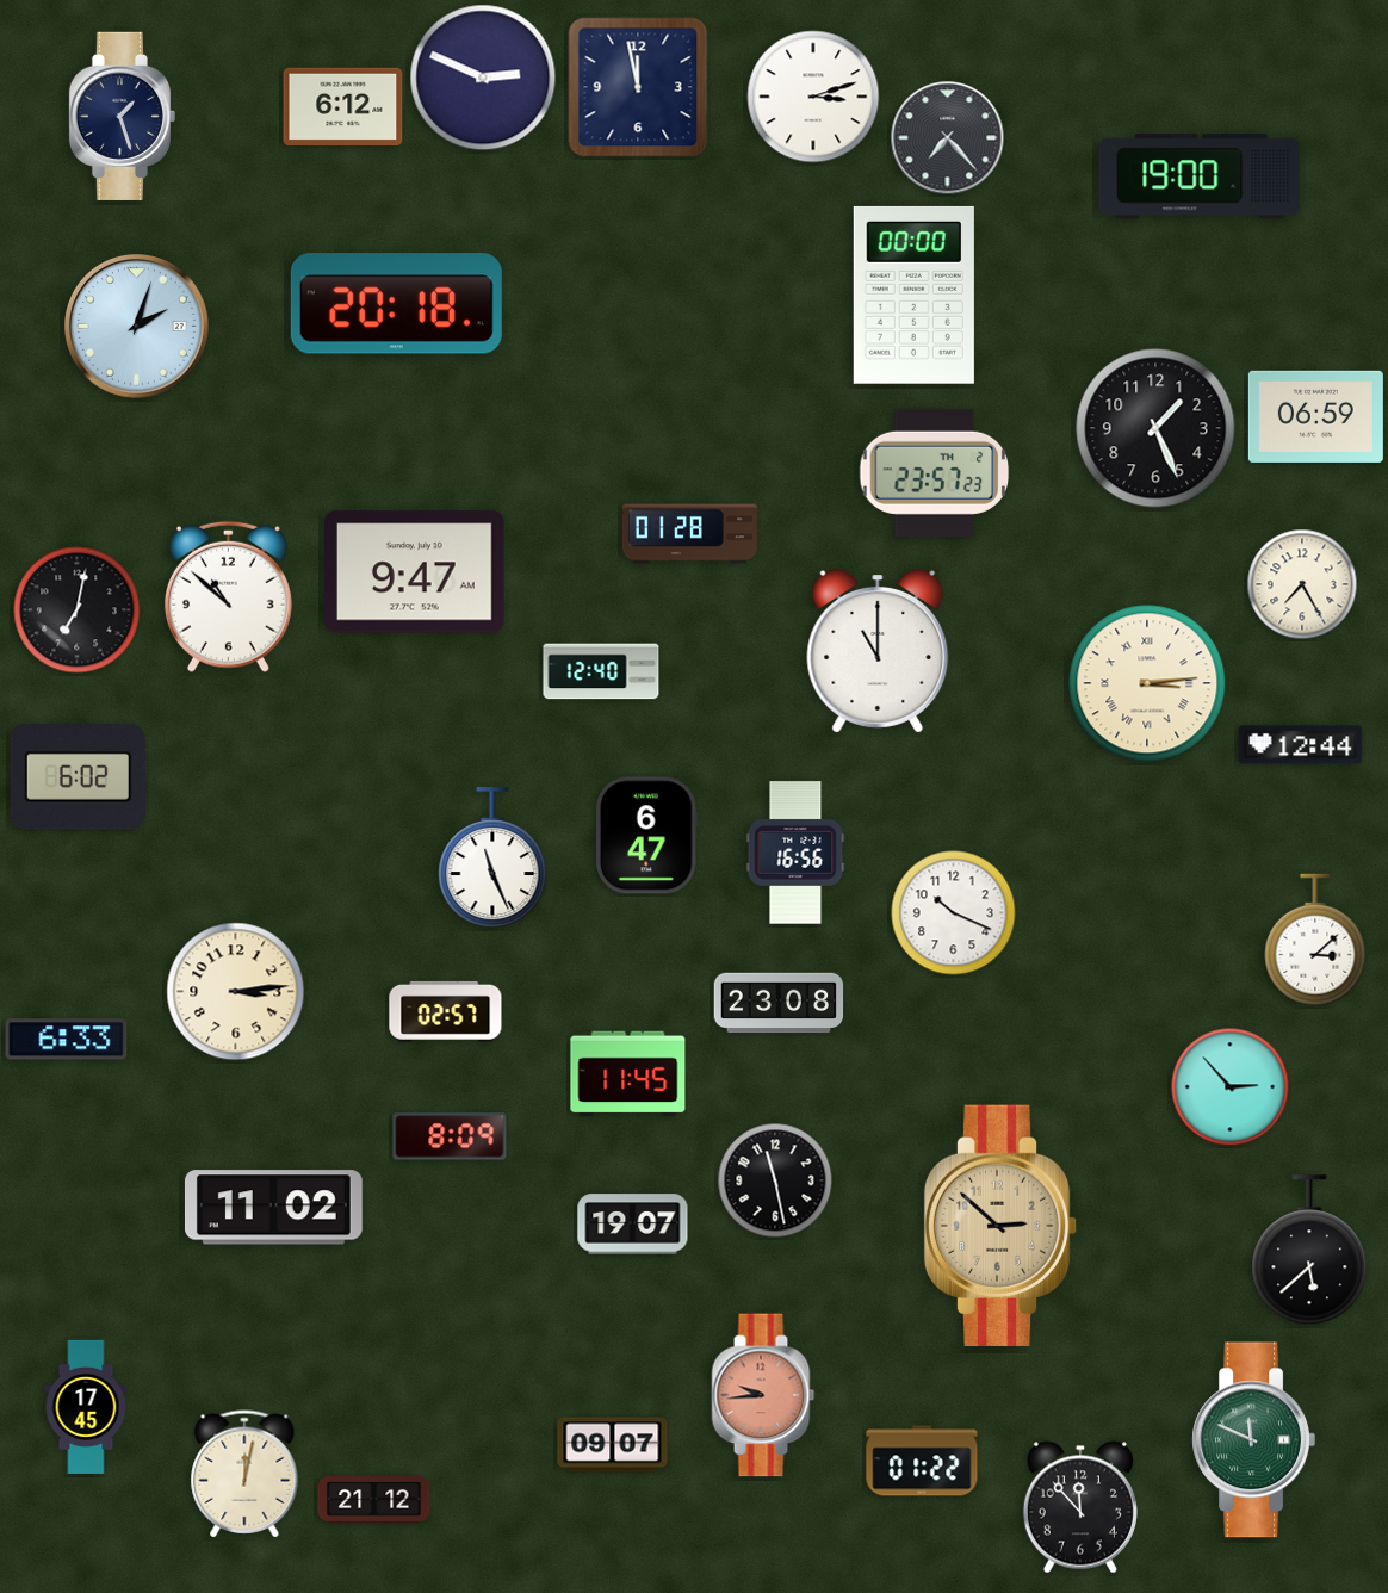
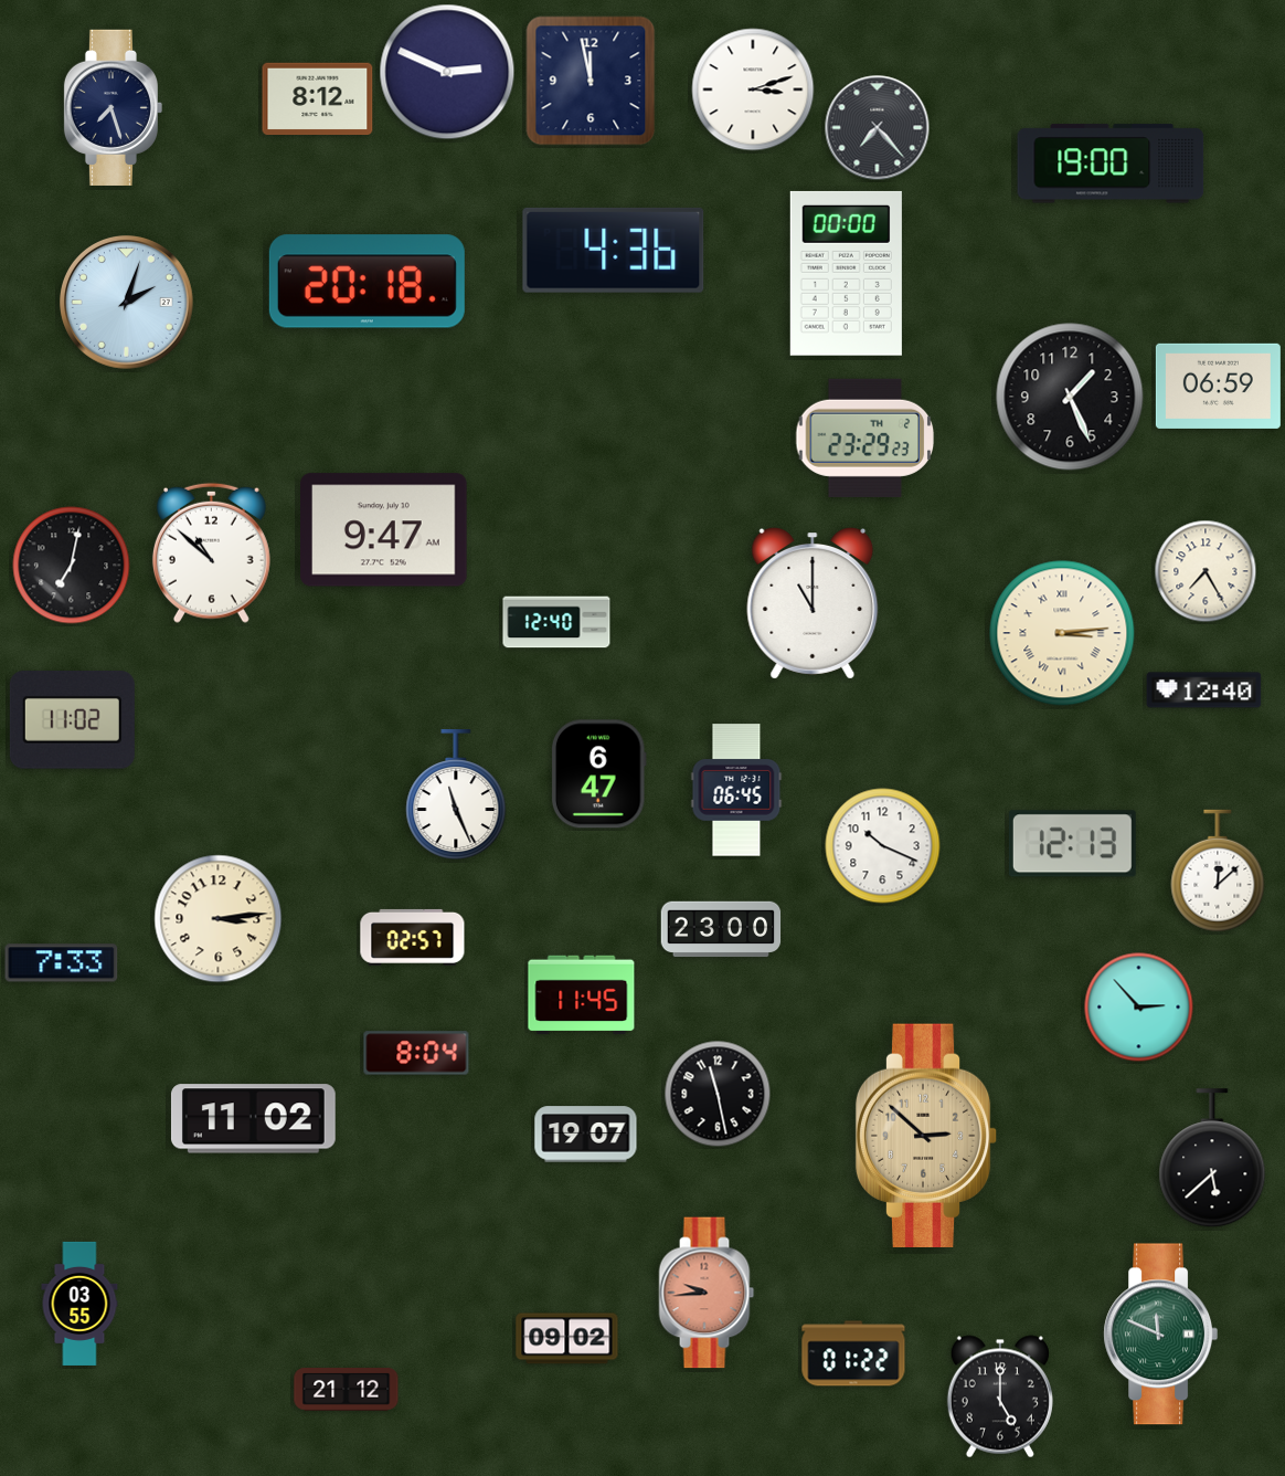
clock at (343, 107): 6:12 -> 8:12
clock at (122, 116): 1:27 -> 7:27
clock at (614, 250): none -> 4:36
clock at (935, 472): 23:57 -> 23:29
clock at (689, 534): 01:28 -> none
clock at (1302, 584) position: (1302, 584) -> (1206, 571)
clock at (1301, 745): 12:44 -> 12:40
clock at (78, 777): 6:02 -> 11:02
clock at (795, 853): 16:56 -> 06:45
clock at (1072, 844): none -> 12:13
clock at (1315, 940): 3:08 -> 12:08
clock at (779, 1003): 23:08 -> 23:00
clock at (67, 1040): 6:33 -> 7:33
clock at (450, 1136): 8:09 -> 8:04
clock at (86, 1407): 17:45 -> 03:55
clock at (613, 1445): 09:07 -> 09:02
clock at (244, 1474): 12:02 -> none
clock at (1080, 1507): 11:53 -> 5:00
